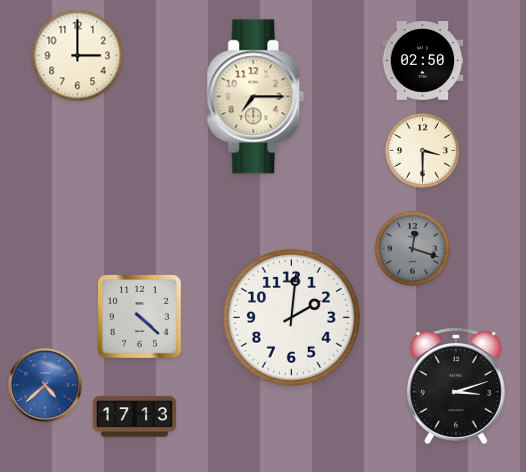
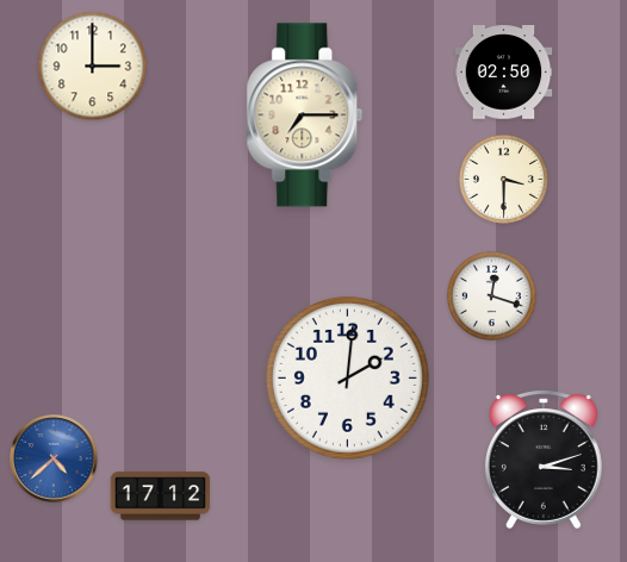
clock at (412, 248) dial: grey -> white
clock at (140, 317): 4:22 -> none
clock at (135, 417): 17:13 -> 17:12
